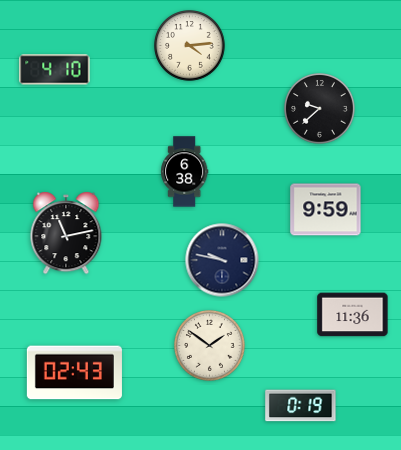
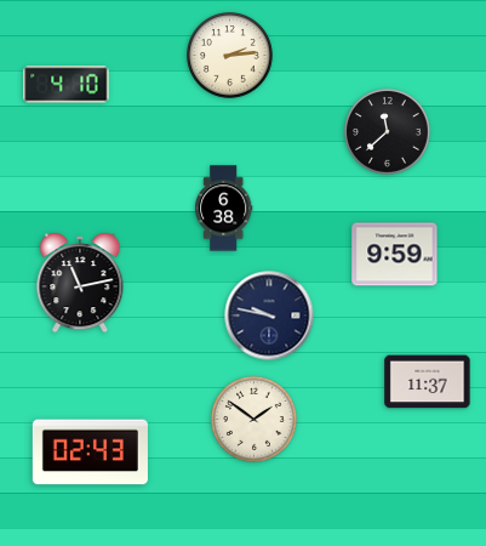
clock at (190, 46): 4:14 -> 2:14
clock at (320, 109): 9:38 -> 11:38
clock at (353, 315): 11:36 -> 11:37
clock at (301, 406): 0:19 -> none
